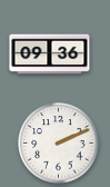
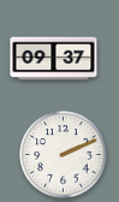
clock at (50, 55): 09:36 -> 09:37
